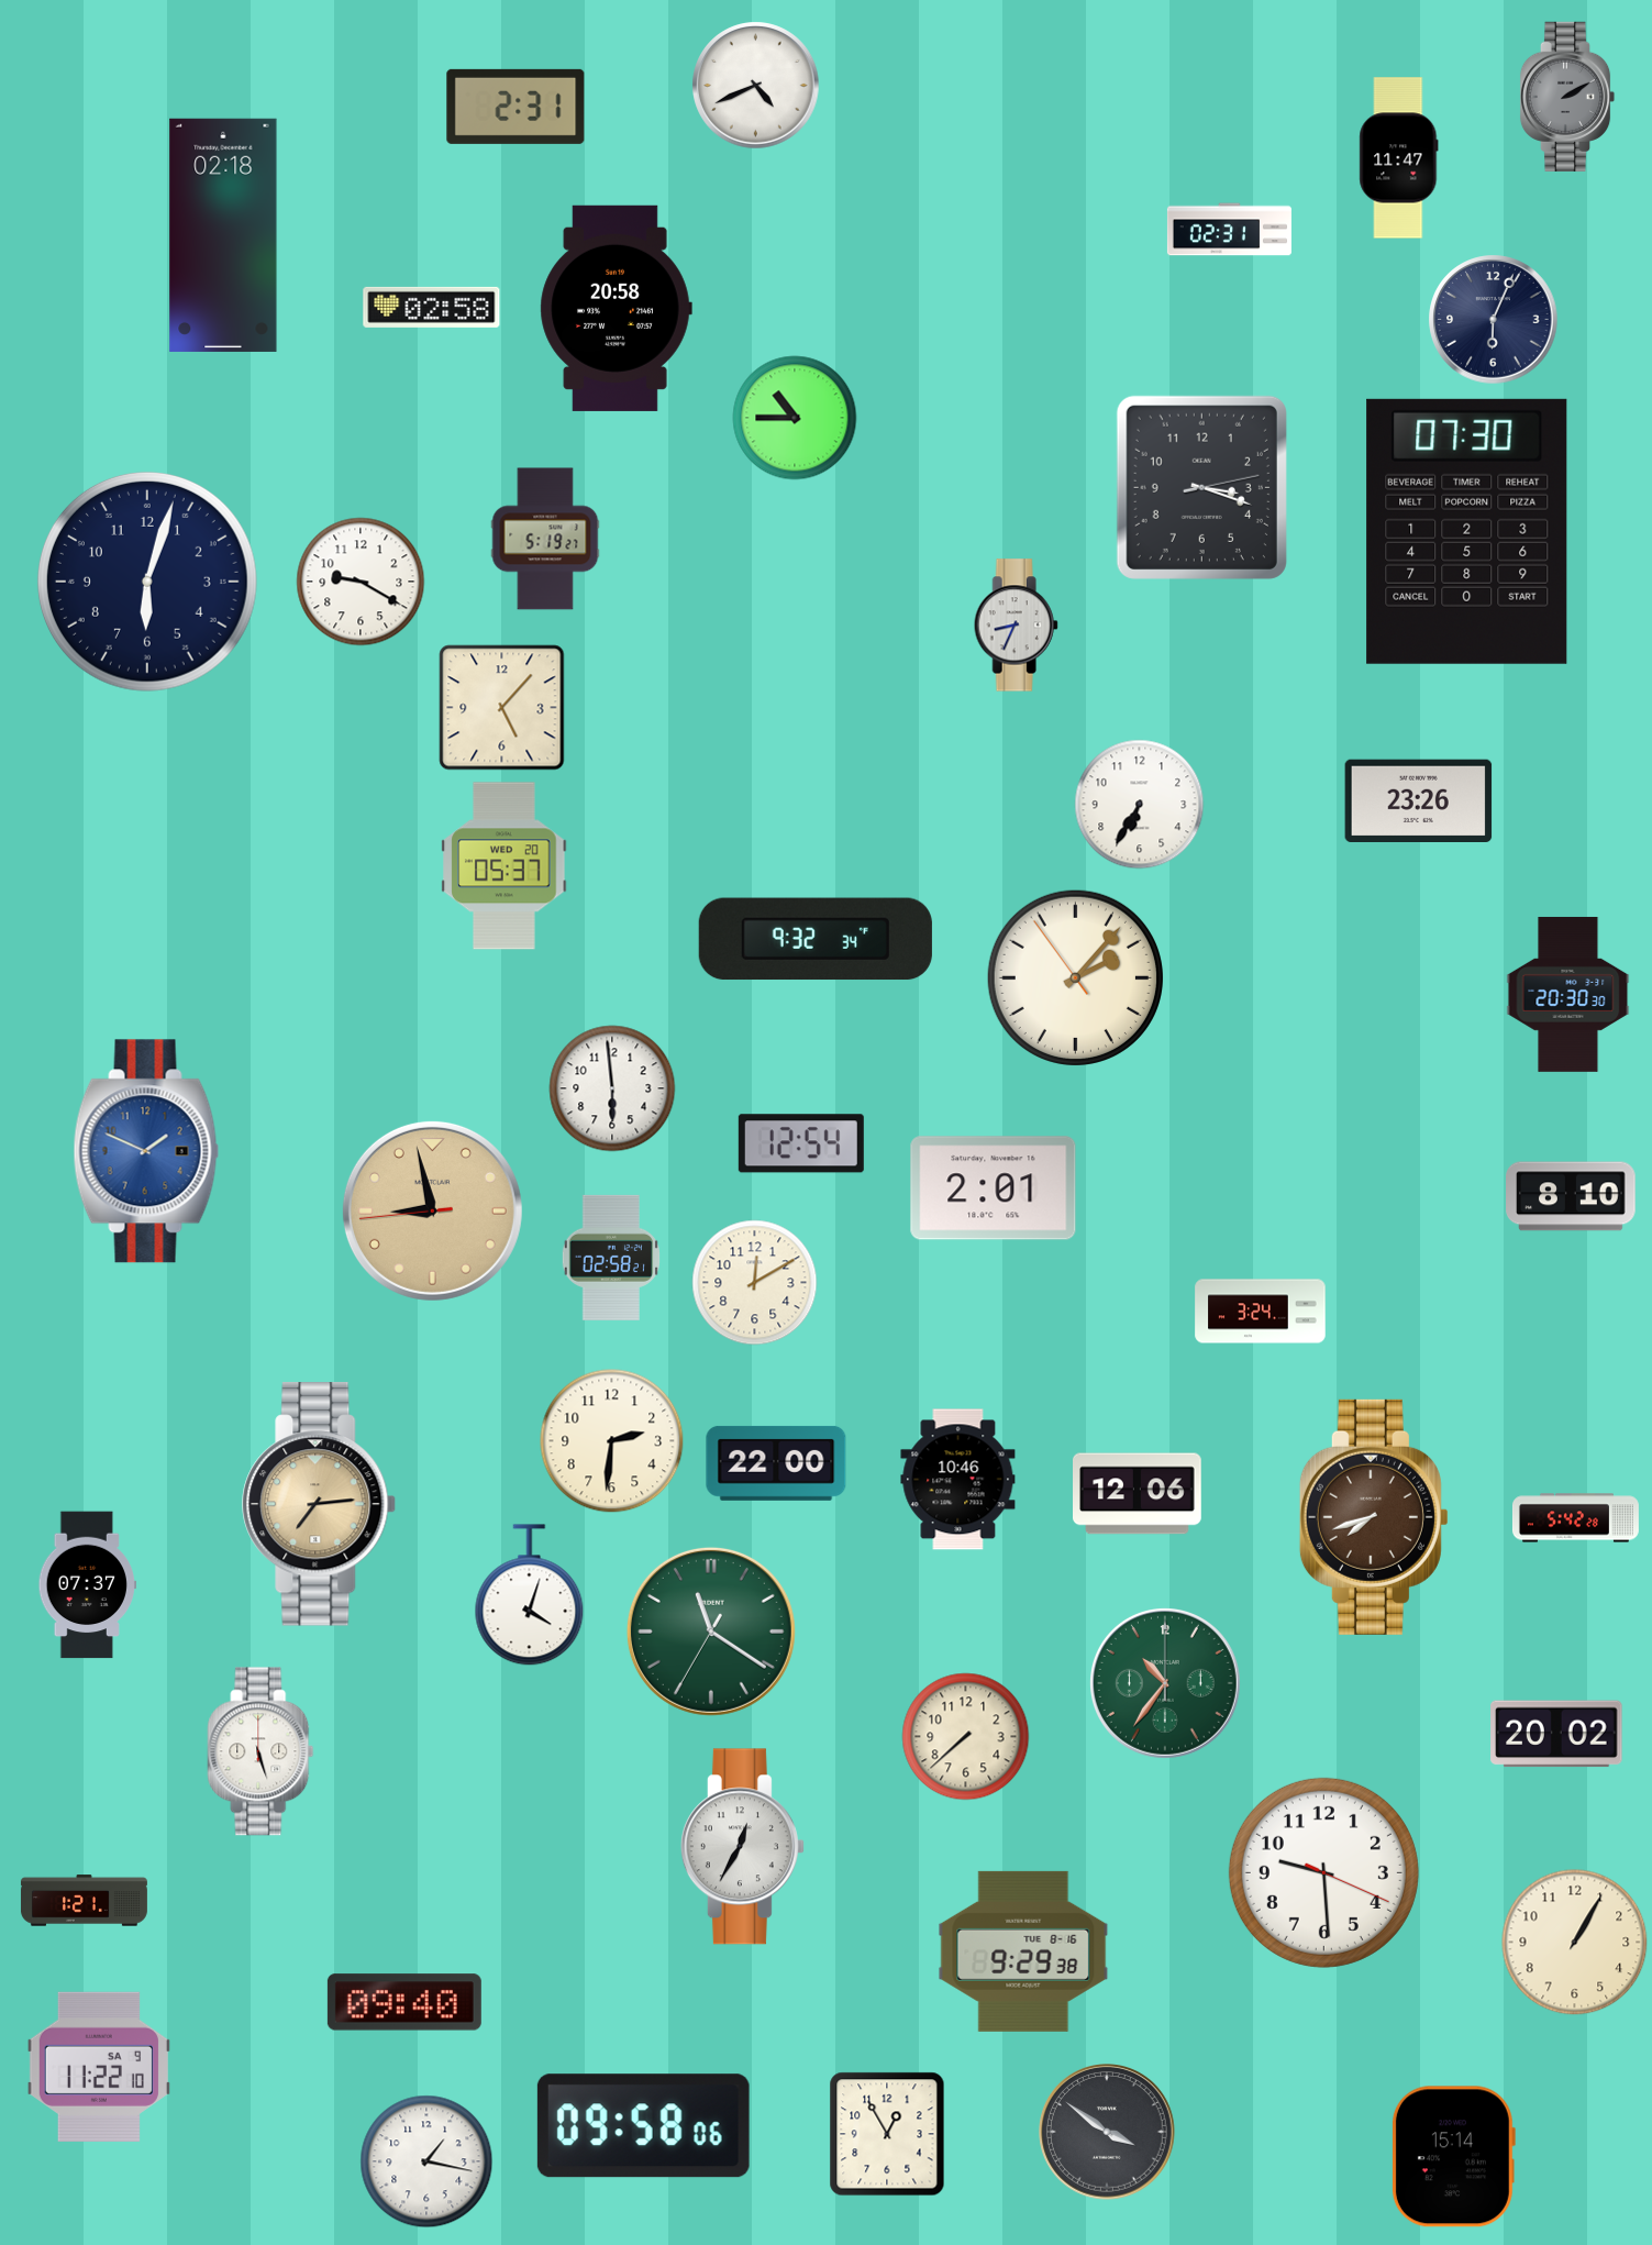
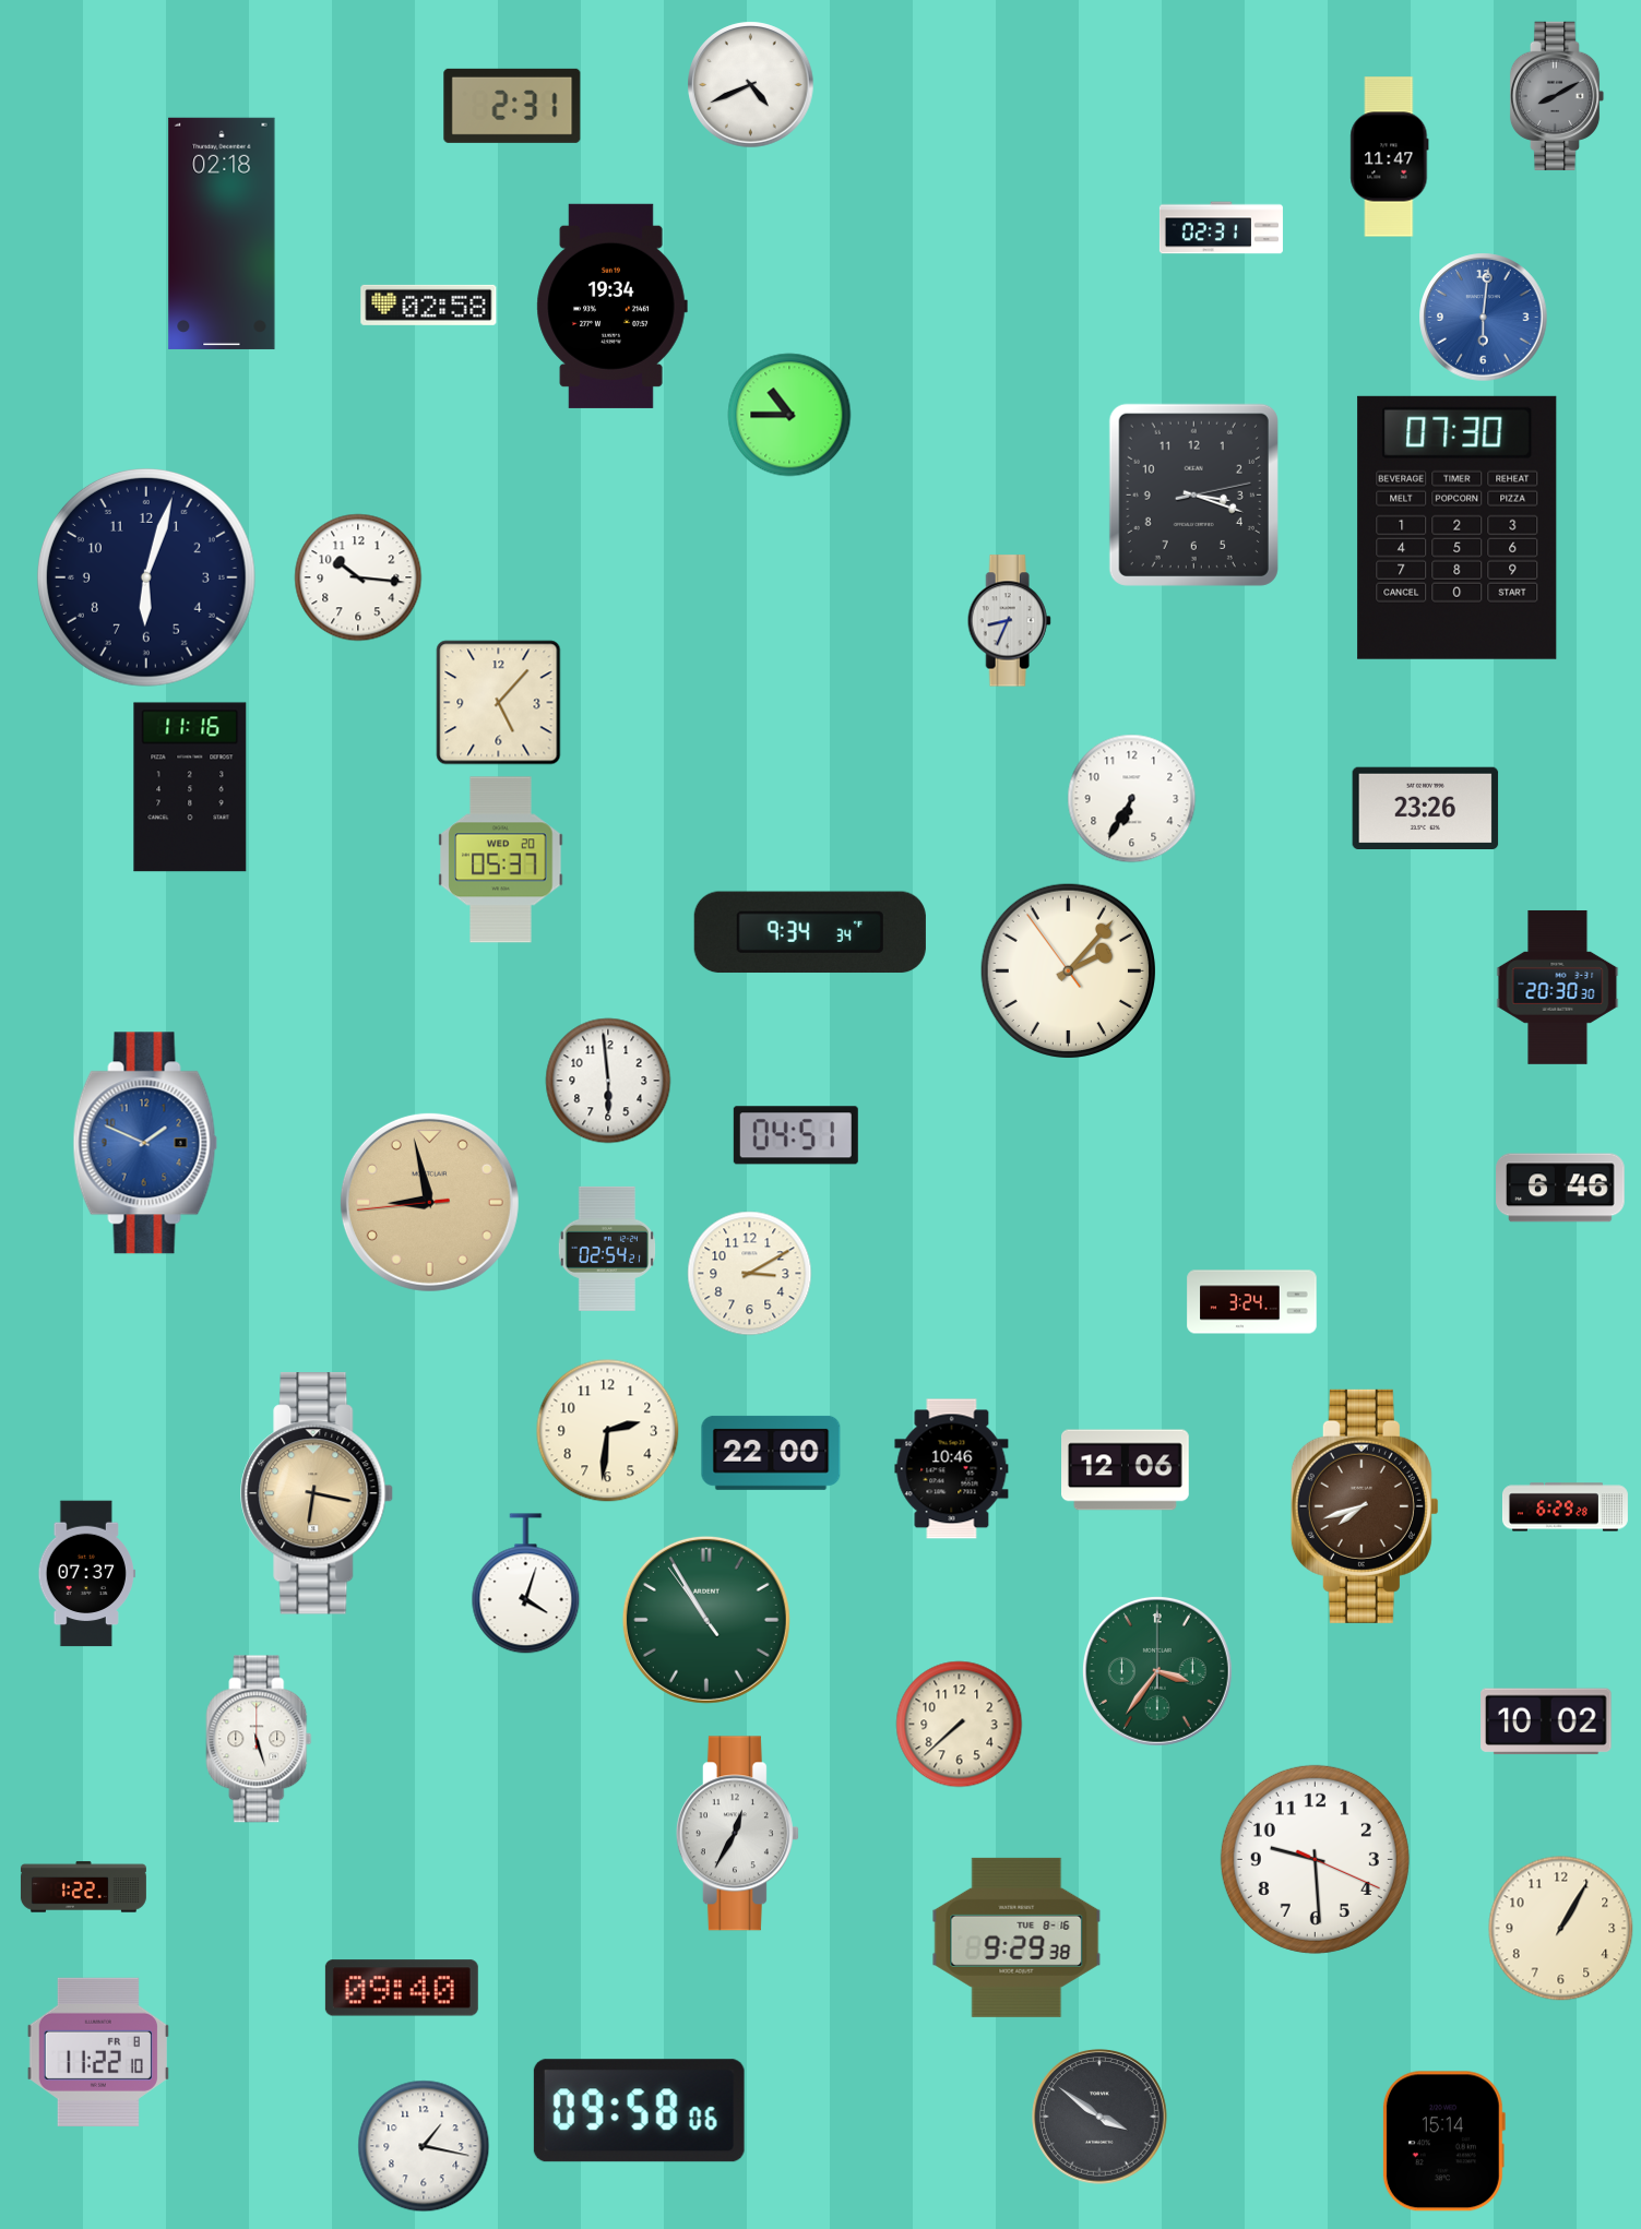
clock at (1567, 97): 2:10 -> 8:10
clock at (616, 308): 20:58 -> 19:34
clock at (1494, 320): 6:04 -> 6:01
clock at (1494, 320) dial: navy -> blue
clock at (1201, 487) position: (1201, 487) -> (1193, 494)
clock at (545, 539): 5:19 -> none
clock at (361, 582): 9:20 -> 10:16
clock at (190, 787): none -> 11:16
clock at (1419, 800) position: (1419, 800) -> (1426, 808)
clock at (816, 939): 9:32 -> 9:34
clock at (801, 1143): 12:54 -> 04:51
clock at (994, 1188): 2:01 -> none
clock at (1571, 1196): 8:10 -> 6:46
clock at (611, 1258): 02:58 -> 02:54
clock at (755, 1283): 12:10 -> 3:10
clock at (1138, 1494) position: (1138, 1494) -> (1126, 1470)
clock at (320, 1504): 7:14 -> 6:17
clock at (1575, 1518): 5:42 -> 6:29
clock at (711, 1632): 11:20 -> 10:54
clock at (1165, 1683): 10:36 -> 3:36
clock at (1556, 1734): 20:02 -> 10:02
clock at (84, 1901): 1:21 -> 1:22
clock at (1575, 1943) position: (1575, 1943) -> (1561, 1929)
clock at (99, 2067) date: SA 9 -> FR 8
clock at (887, 2134): 12:55 -> none
